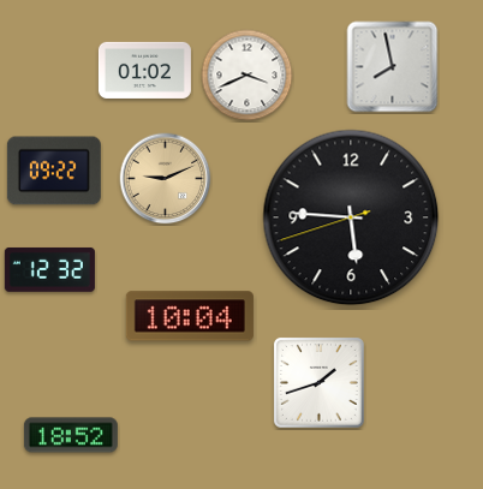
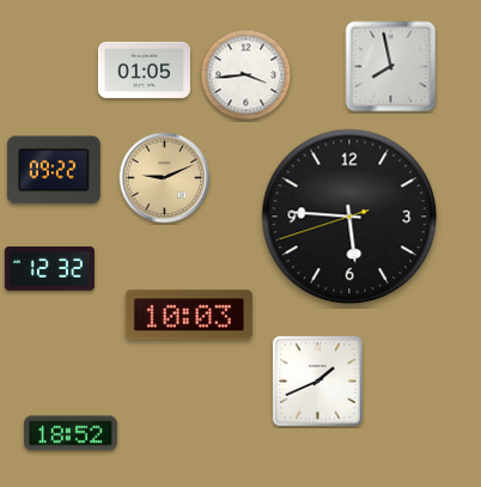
clock at (144, 70): 01:02 -> 01:05
clock at (248, 76): 3:41 -> 3:44
clock at (190, 316): 10:04 -> 10:03
clock at (318, 382): 1:42 -> 1:41
